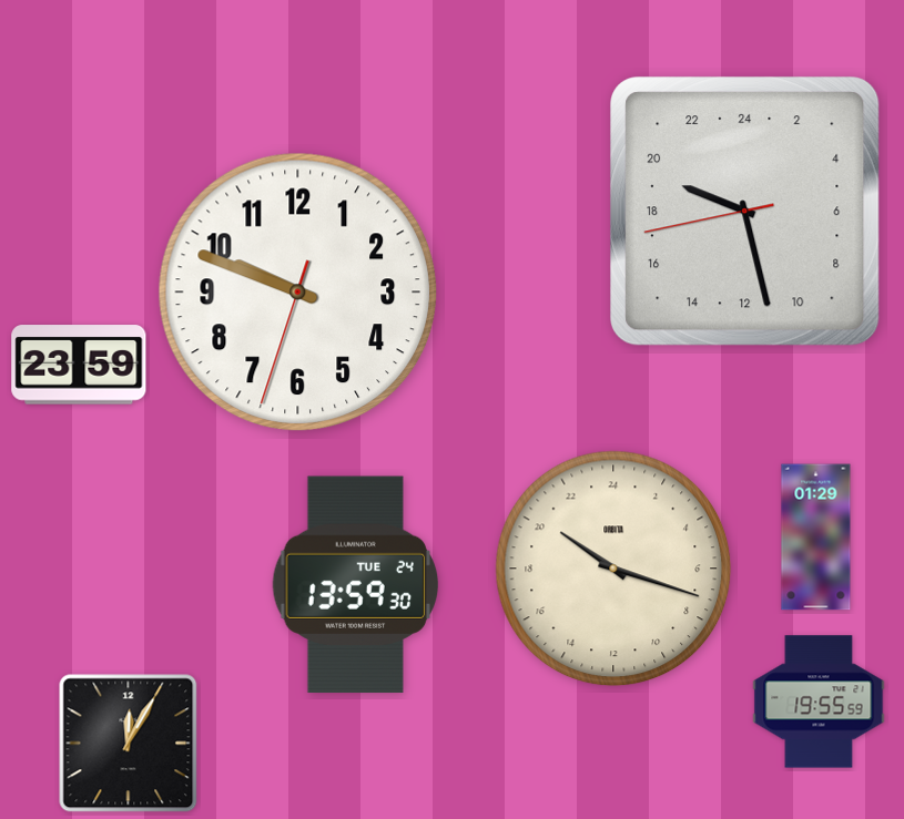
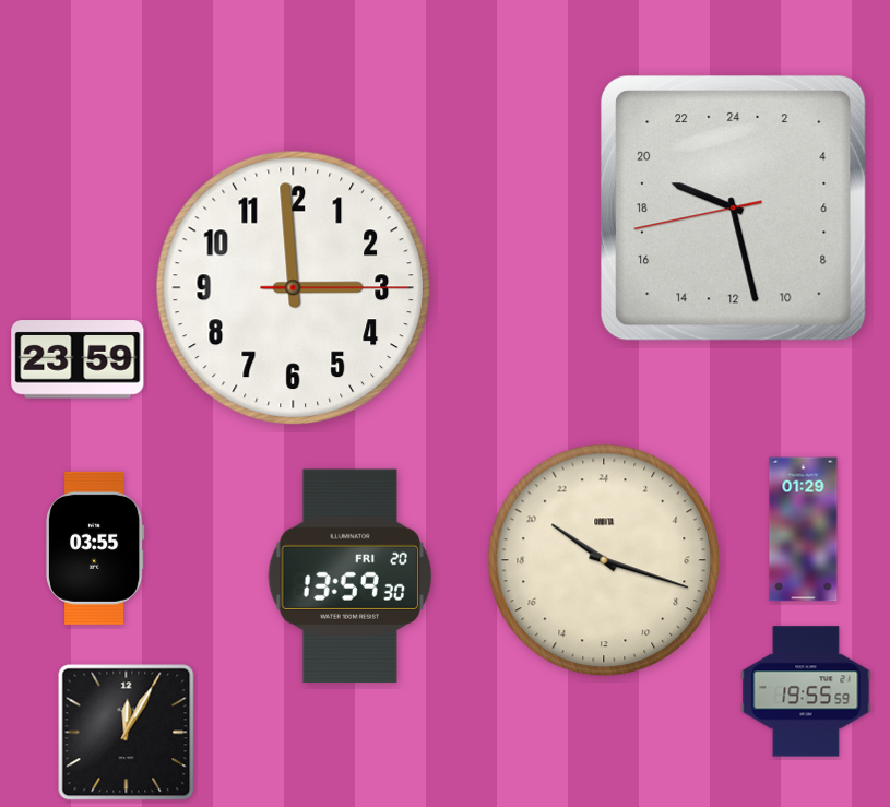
clock at (298, 293): 9:48 -> 2:59
clock at (95, 548): none -> 03:55
clock at (355, 585) date: TUE 24 -> FRI 20
